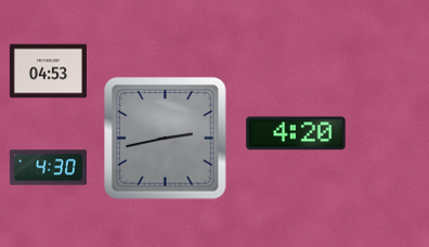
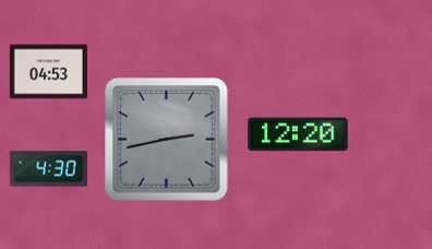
clock at (296, 133): 4:20 -> 12:20
